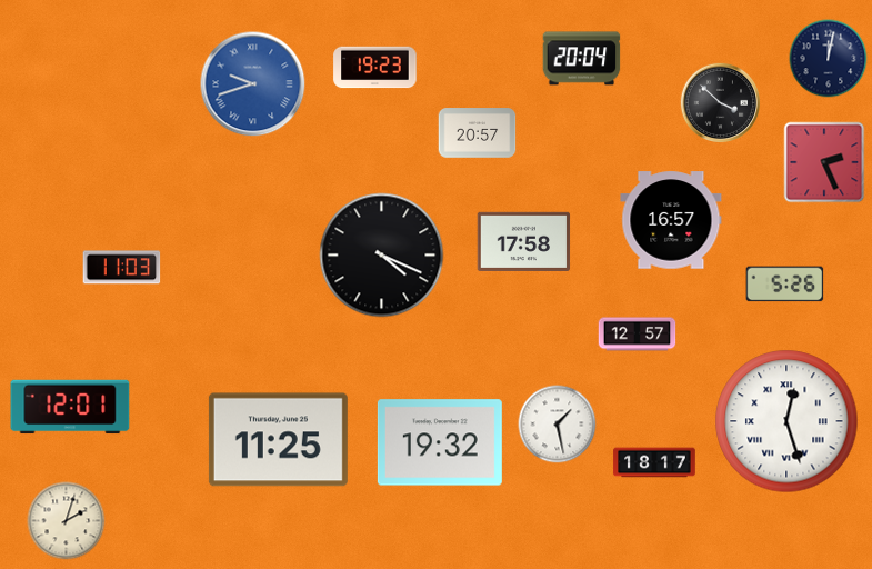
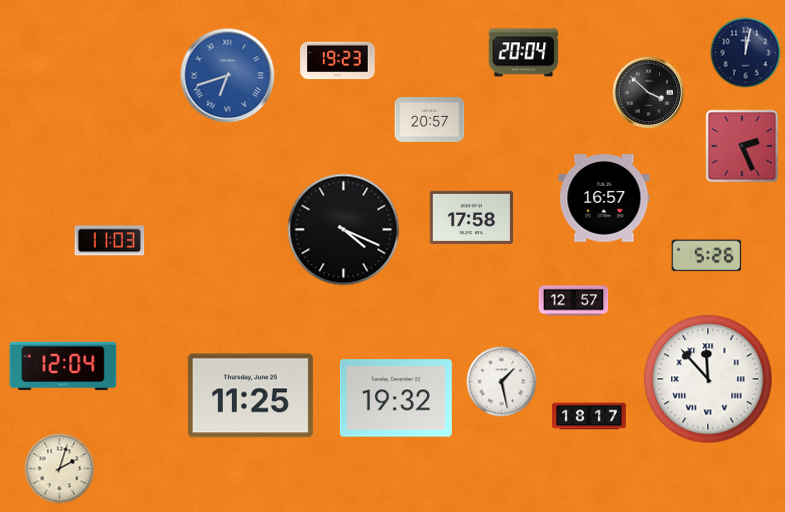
clock at (253, 84): 9:42 -> 6:42
clock at (70, 407): 12:01 -> 12:04
clock at (786, 421): 12:27 -> 11:53
